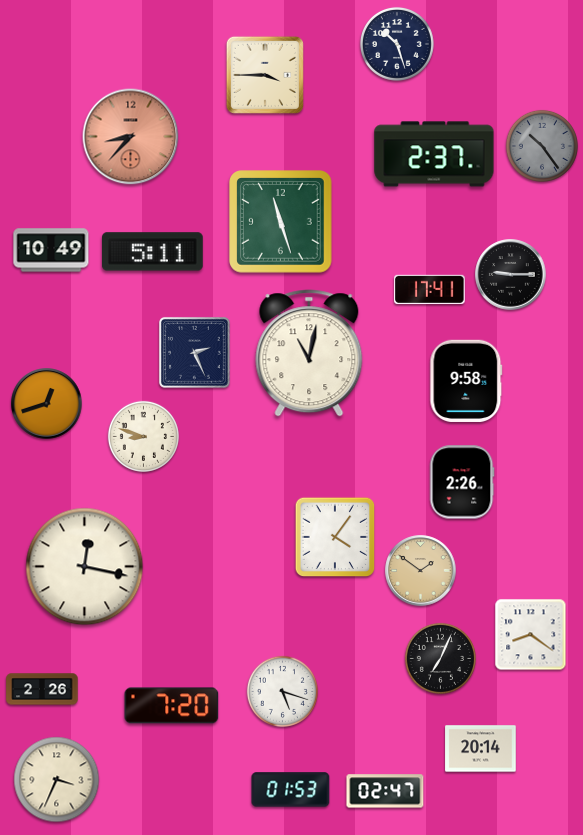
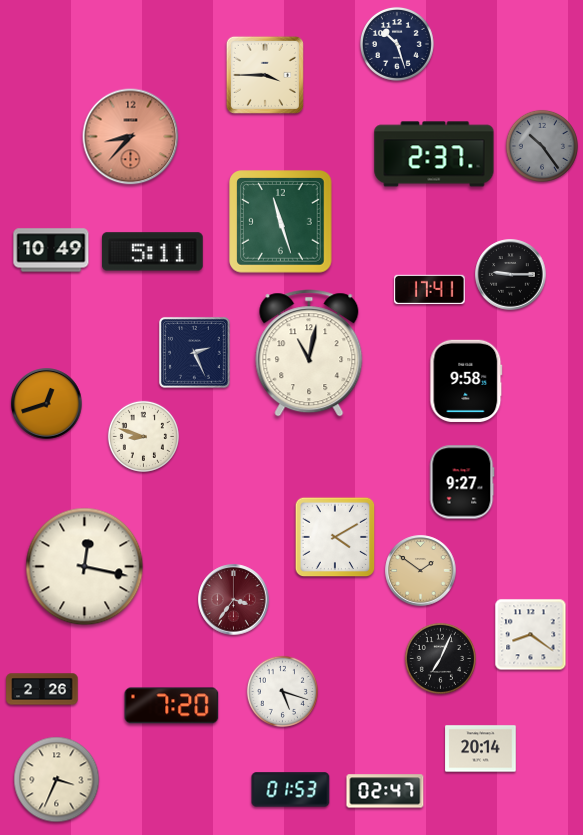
clock at (462, 482): 2:26 -> 9:27
clock at (335, 537): 4:06 -> 4:10
clock at (234, 600): none -> 3:36
